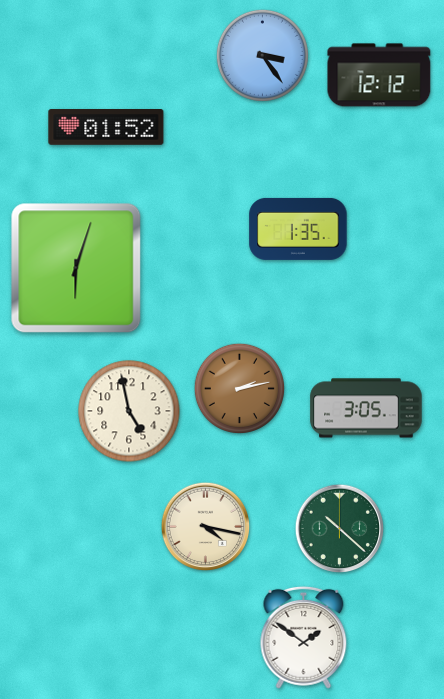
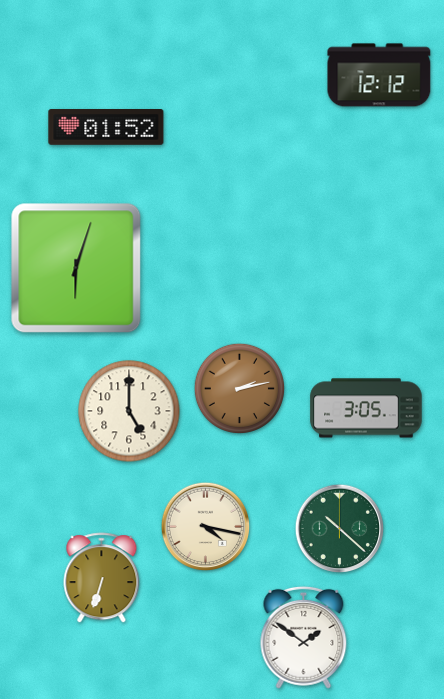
clock at (262, 55): 3:24 -> none
clock at (298, 229): 1:35 -> none
clock at (129, 411): 4:58 -> 5:00
clock at (102, 578): none -> 6:33
